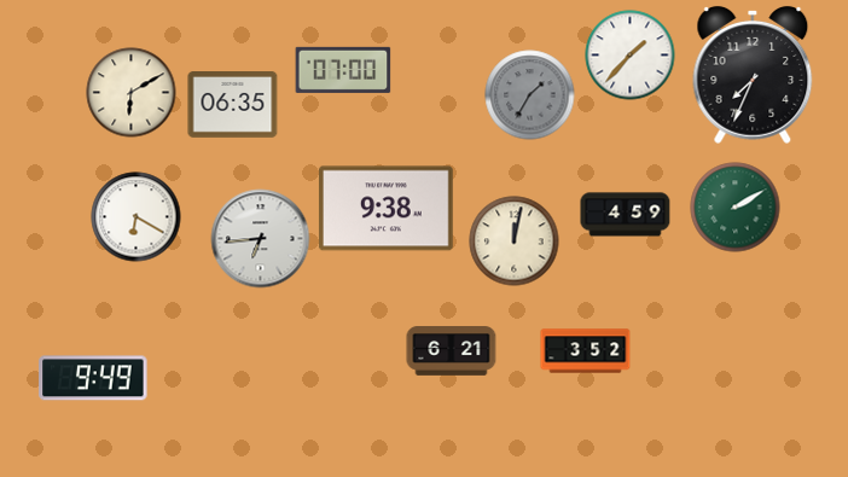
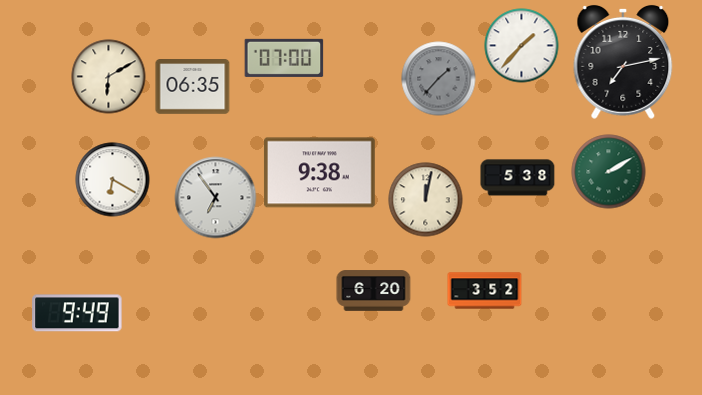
clock at (753, 75): 7:34 -> 7:13
clock at (530, 95): 1:35 -> 1:37
clock at (626, 215): 4:59 -> 5:38
clock at (261, 239): 6:44 -> 6:54
clock at (452, 351): 6:21 -> 6:20
